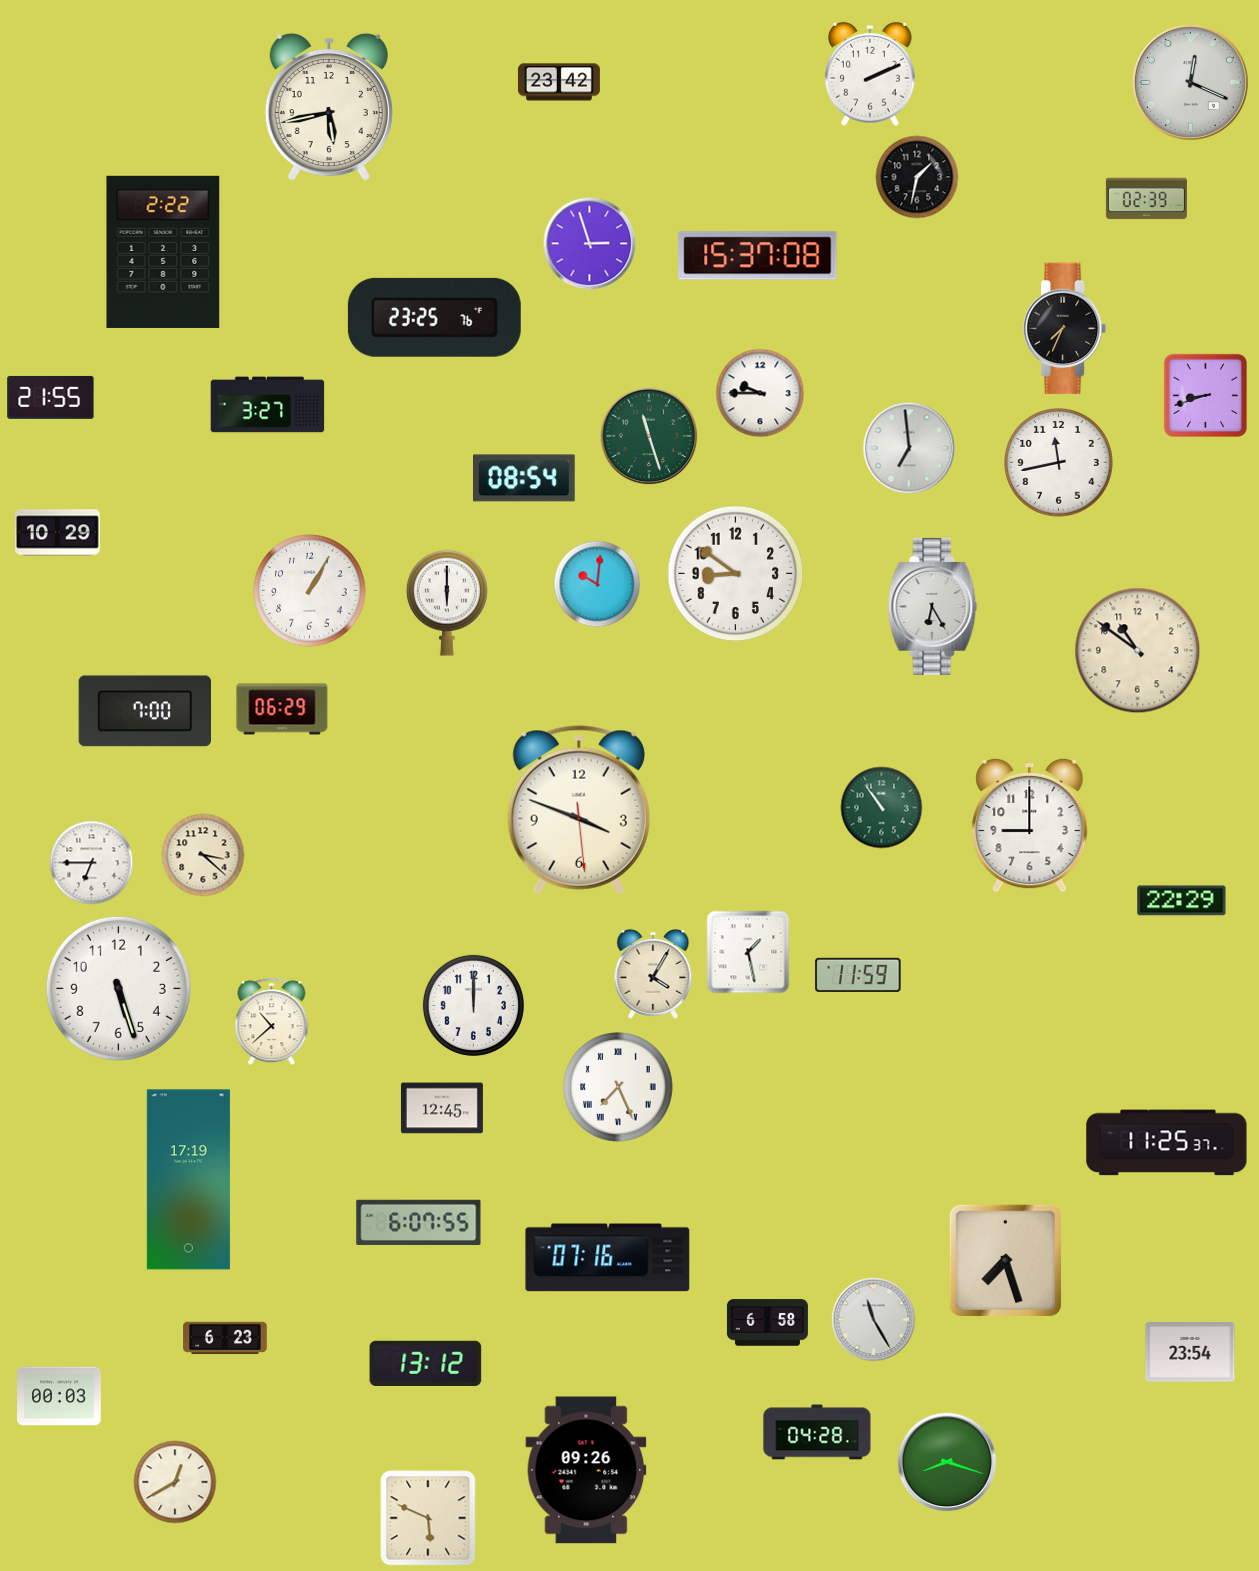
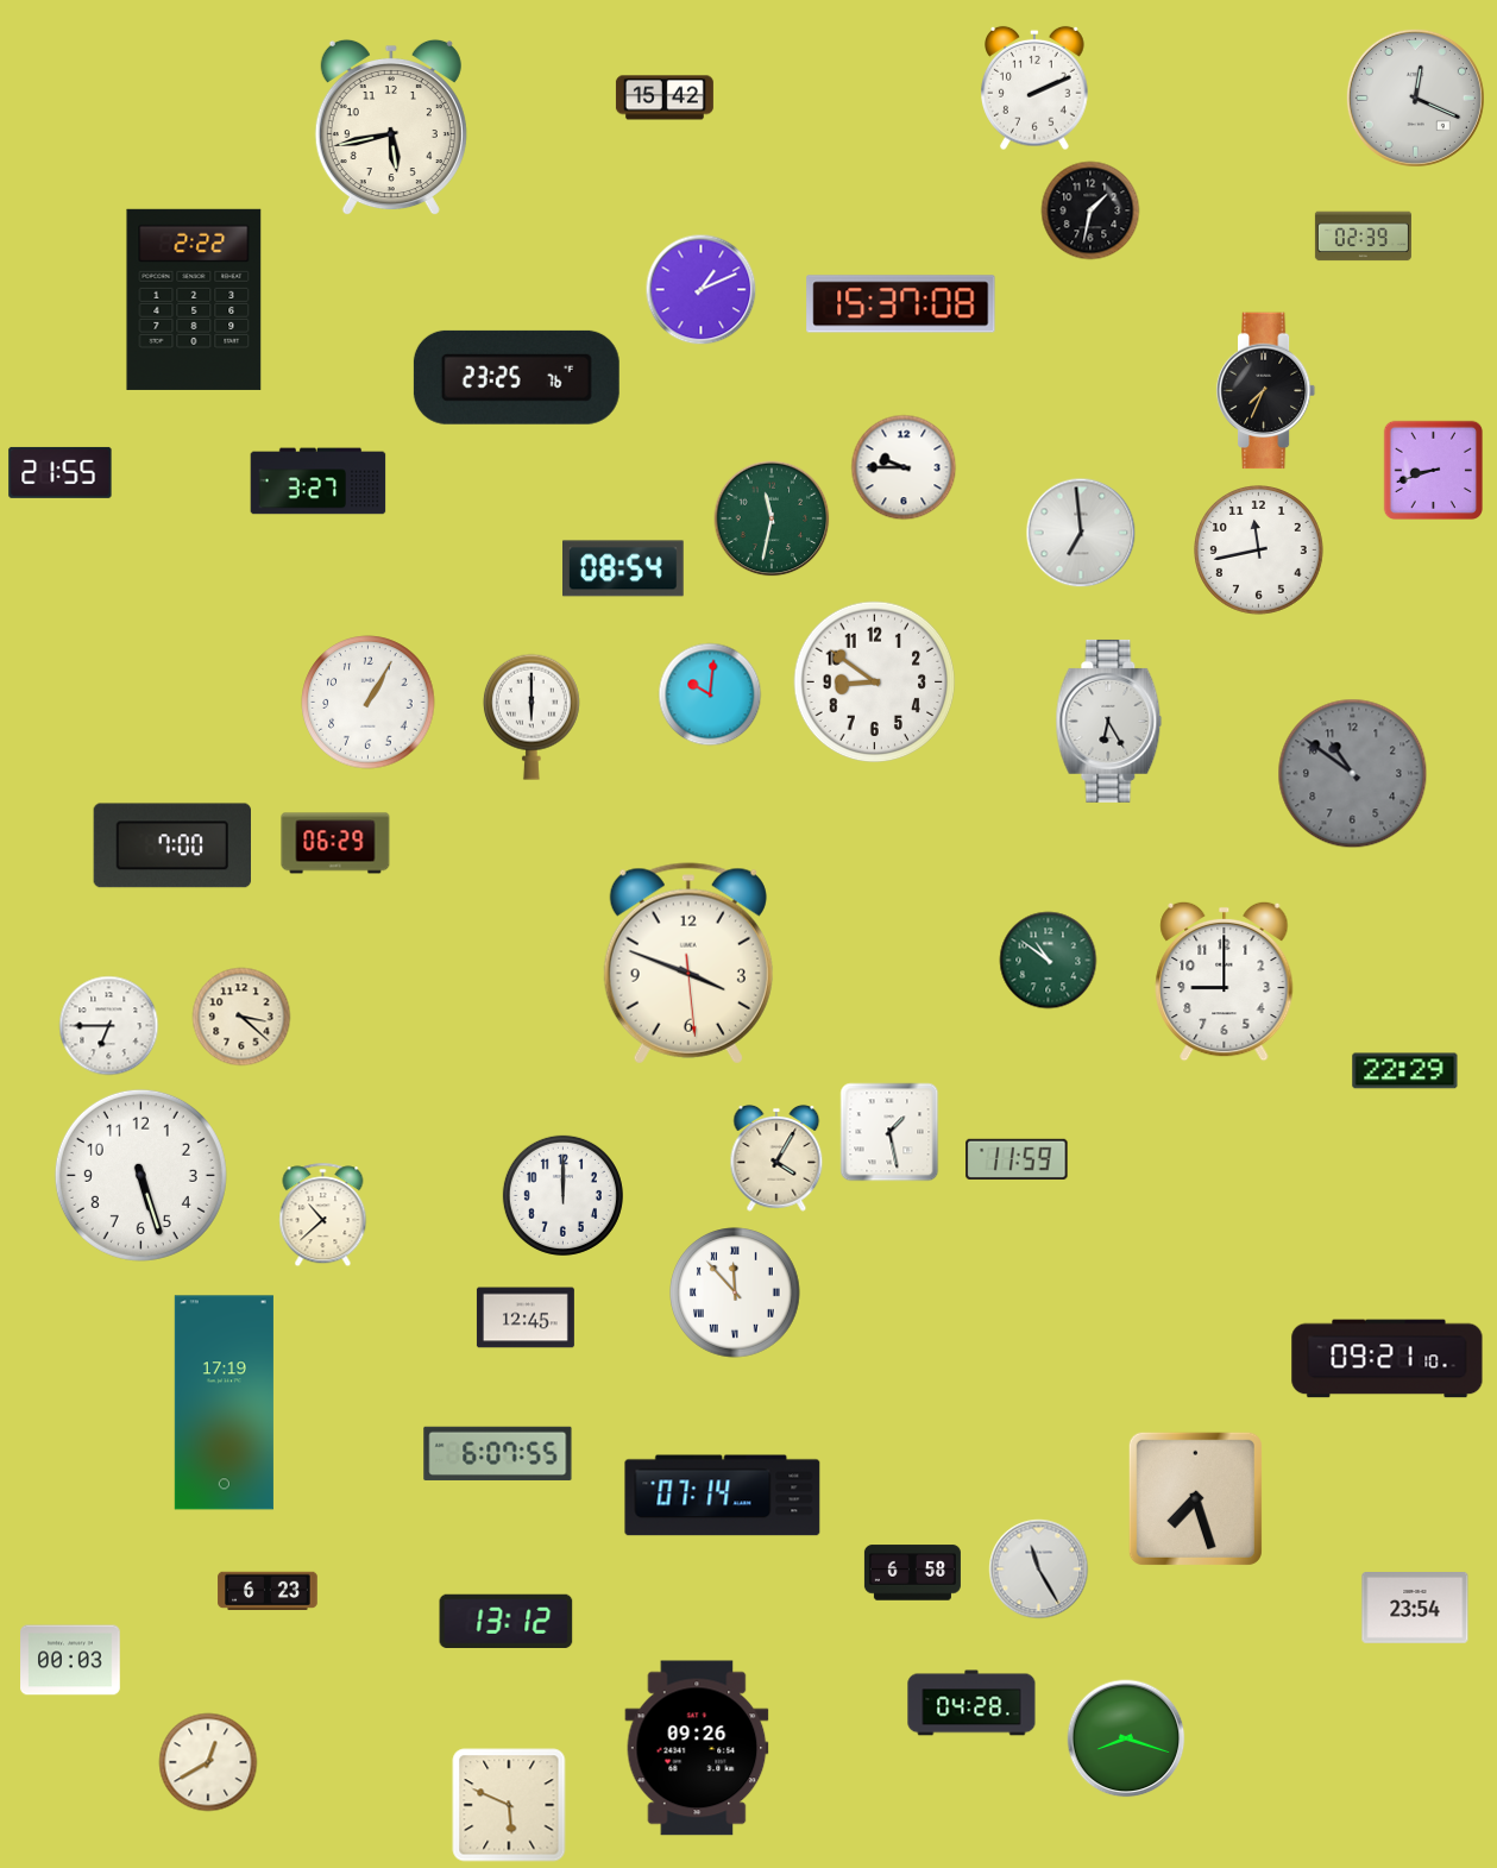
clock at (559, 82): 23:42 -> 15:42
clock at (590, 244): 2:57 -> 1:11
clock at (649, 436): 11:27 -> 11:32
clock at (58, 533): 10:29 -> none
clock at (1138, 651) dial: cream -> grey
clock at (882, 808): 10:54 -> 10:51
clock at (858, 975) position: (858, 975) -> (1017, 1159)
clock at (618, 1087): 7:26 -> 11:53
clock at (1167, 1143): 11:25 -> 09:21
clock at (608, 1258): 07:16 -> 07:14
